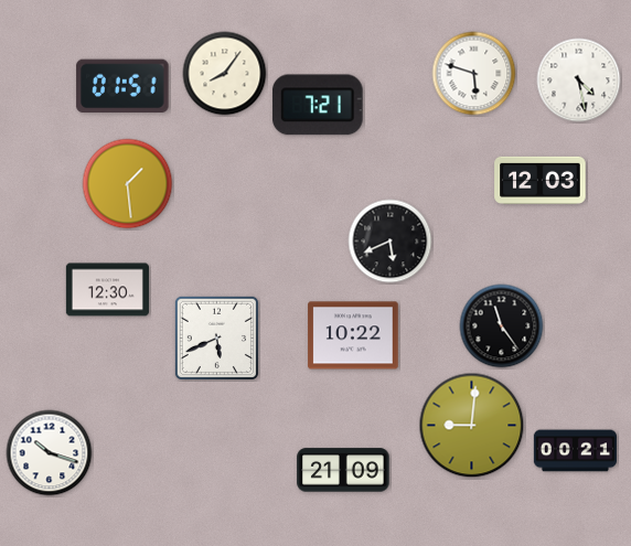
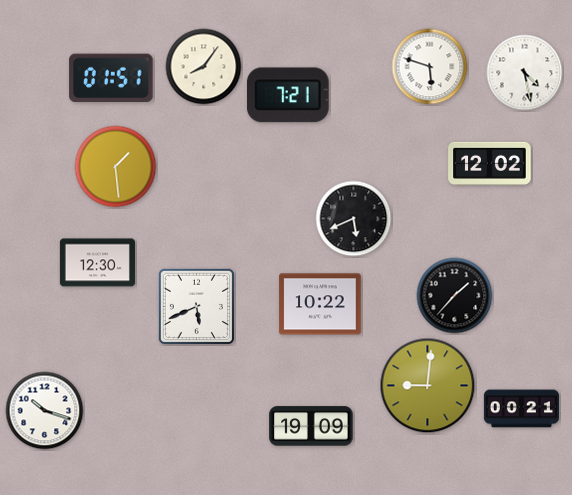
clock at (541, 180): 12:03 -> 12:02
clock at (502, 326): 11:24 -> 1:37
clock at (343, 470): 21:09 -> 19:09
